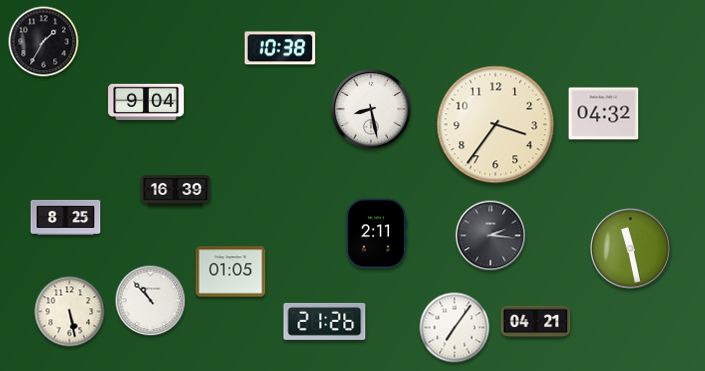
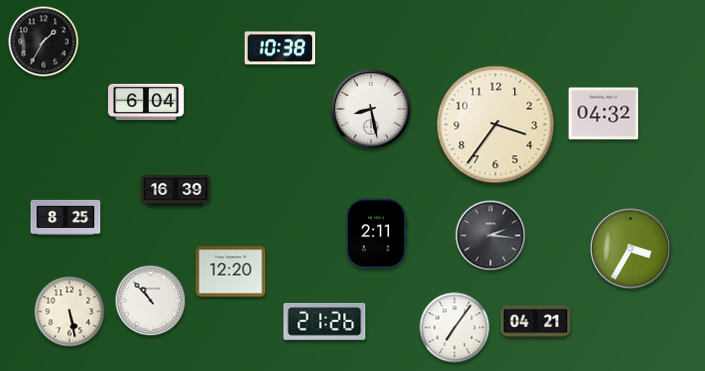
clock at (146, 101): 9:04 -> 6:04
clock at (631, 249): 11:28 -> 3:35
clock at (231, 272): 01:05 -> 12:20
